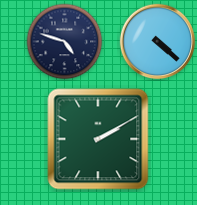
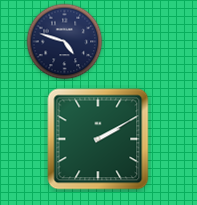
clock at (158, 42): 4:22 -> none
